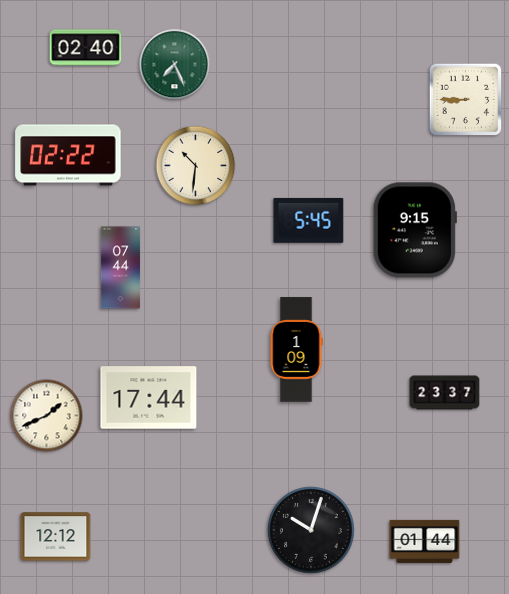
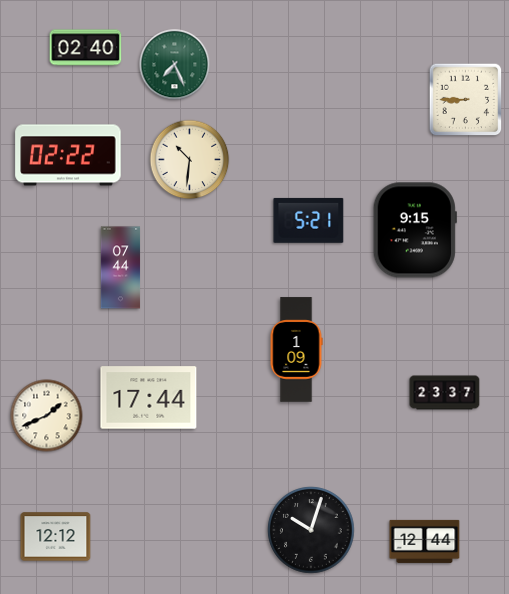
clock at (196, 166) position: (196, 166) -> (190, 160)
clock at (309, 220): 5:45 -> 5:21
clock at (425, 541): 01:44 -> 12:44
